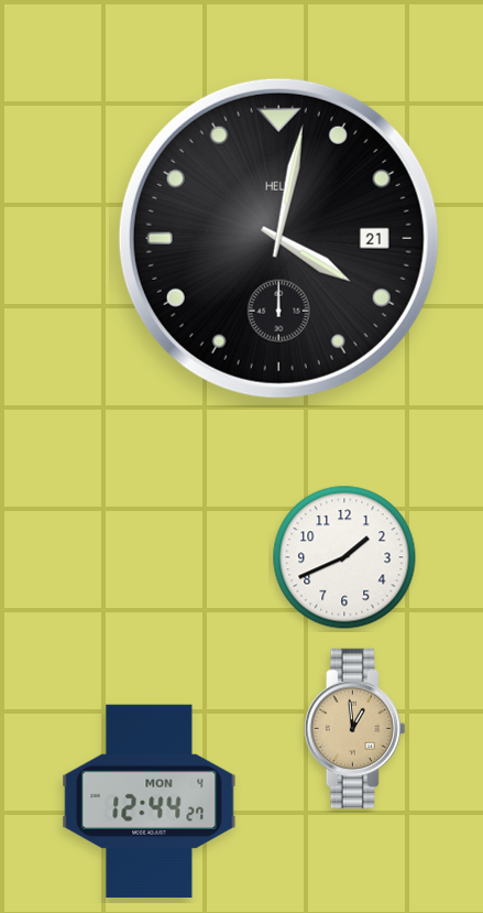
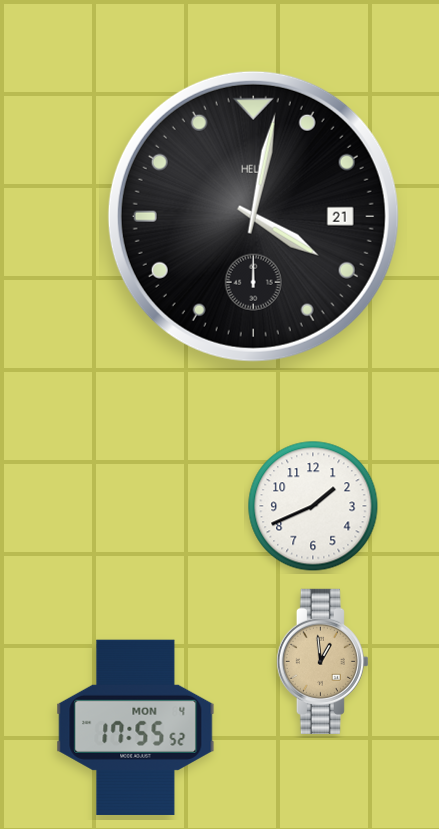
clock at (150, 801): 12:44 -> 17:55
